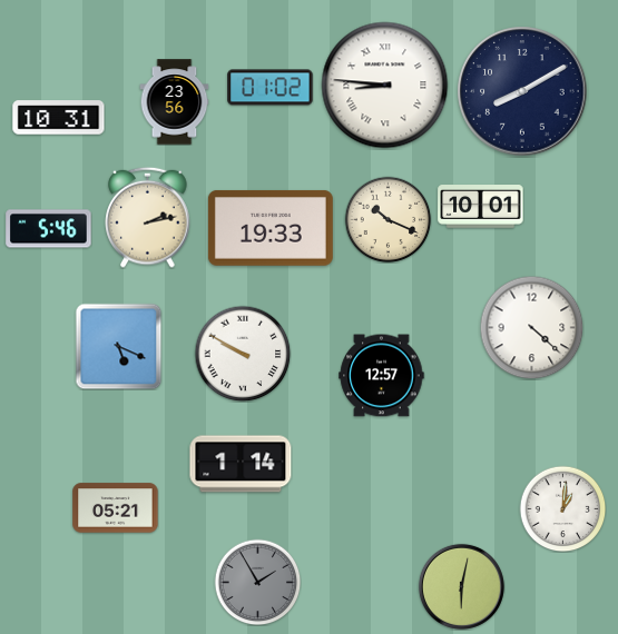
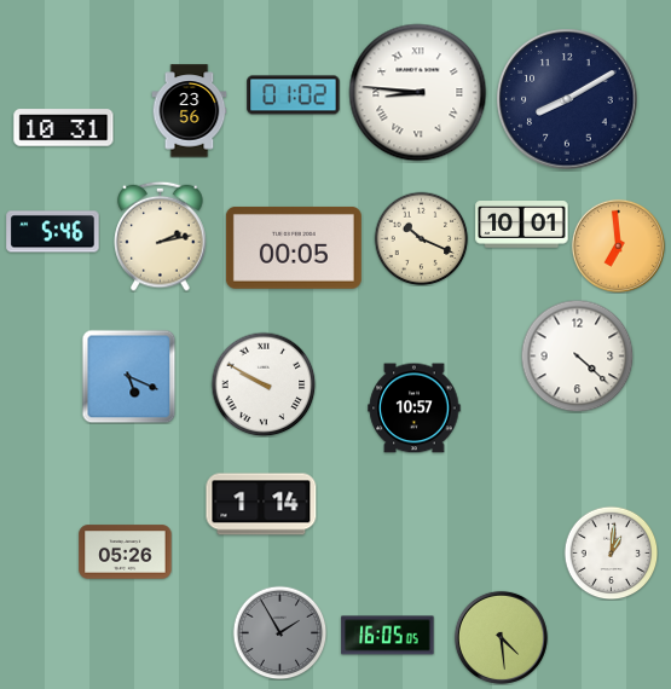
clock at (618, 245): none -> 6:59
clock at (271, 228): 19:33 -> 00:05
clock at (49, 229) position: (49, 229) -> (53, 232)
clock at (382, 376): 12:57 -> 10:57
clock at (116, 508): 05:21 -> 05:26
clock at (388, 636): none -> 16:05
clock at (461, 586): 6:02 -> 4:29
